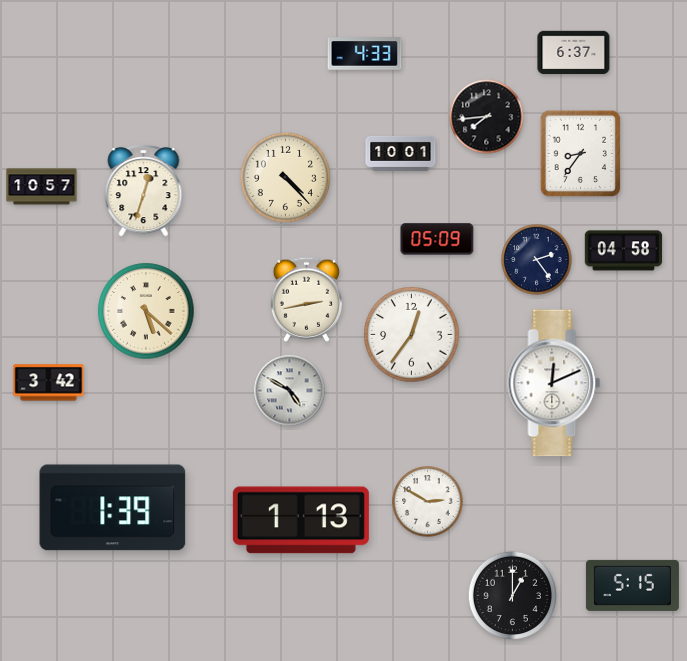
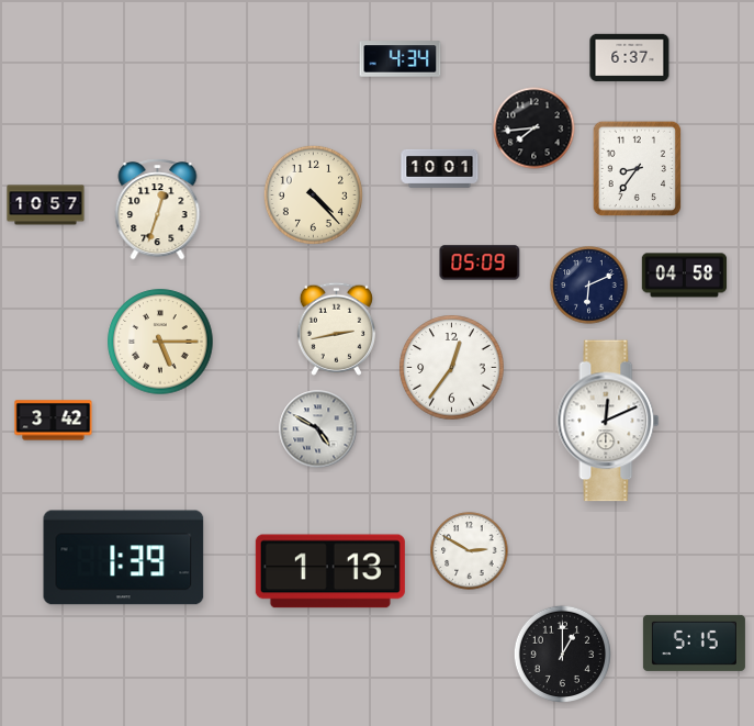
clock at (365, 54): 4:33 -> 4:34
clock at (537, 260): 2:24 -> 6:11
clock at (146, 311): 5:22 -> 5:15
